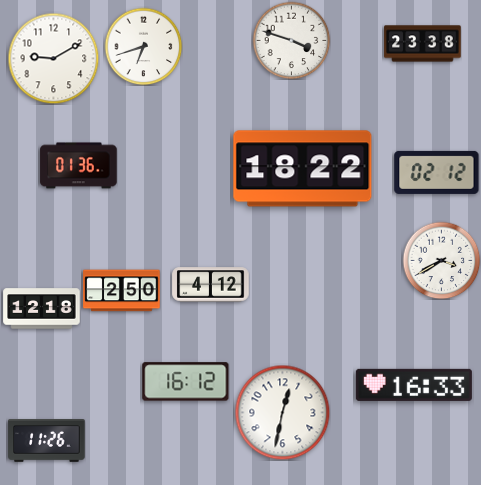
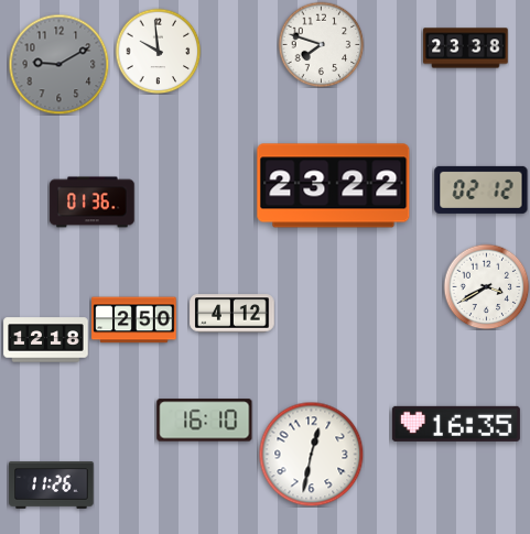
clock at (291, 40): 3:48 -> 7:48
clock at (143, 46): 6:42 -> 9:59
clock at (53, 58) dial: white -> grey
clock at (79, 166) position: (79, 166) -> (93, 203)
clock at (303, 169): 18:22 -> 23:22
clock at (186, 382): 16:12 -> 16:10
clock at (414, 385): 16:33 -> 16:35
